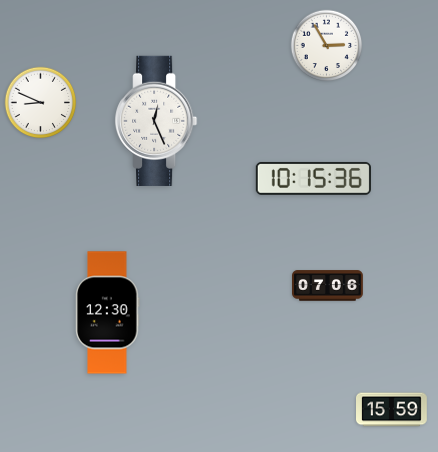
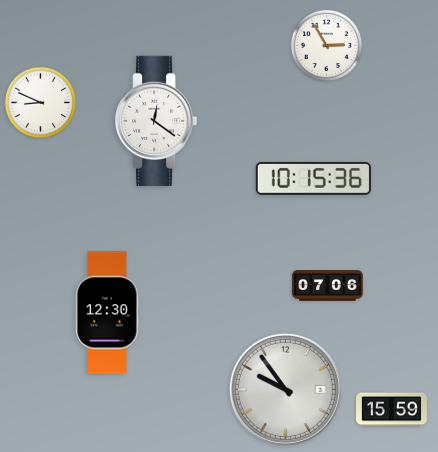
clock at (156, 121): 12:26 -> 12:21
clock at (285, 389): none -> 9:54
